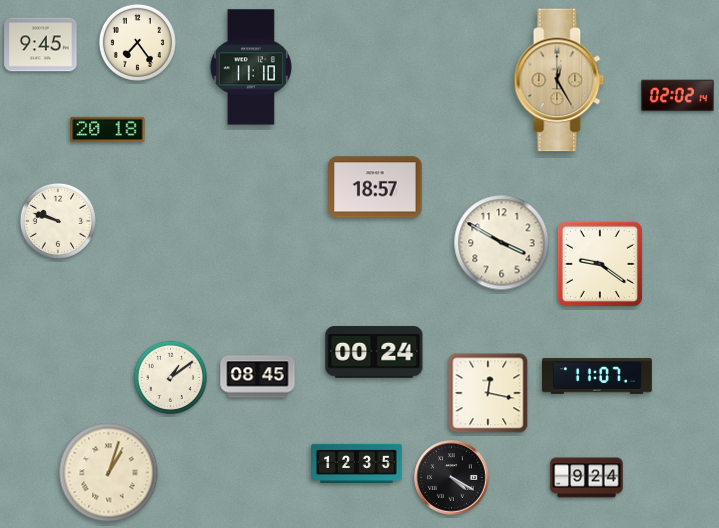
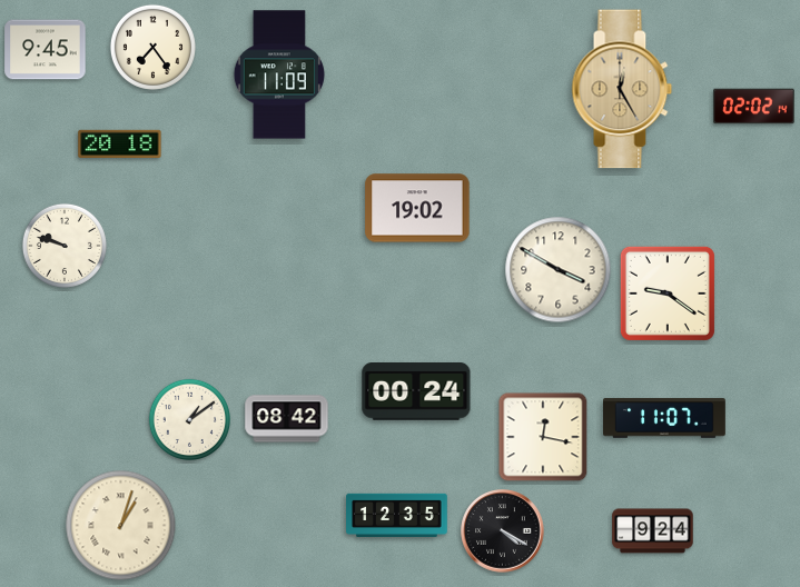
clock at (250, 67): 11:10 -> 11:09
clock at (375, 187): 18:57 -> 19:02
clock at (258, 377): 08:45 -> 08:42
